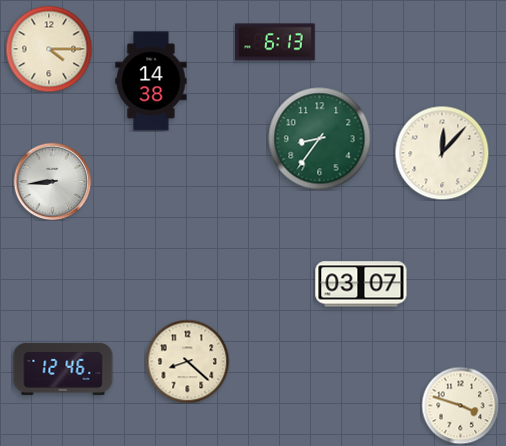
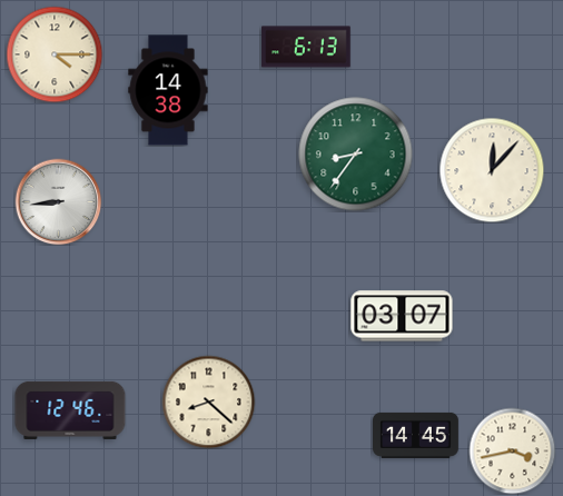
clock at (416, 435): none -> 14:45
clock at (460, 405): 3:48 -> 3:43
